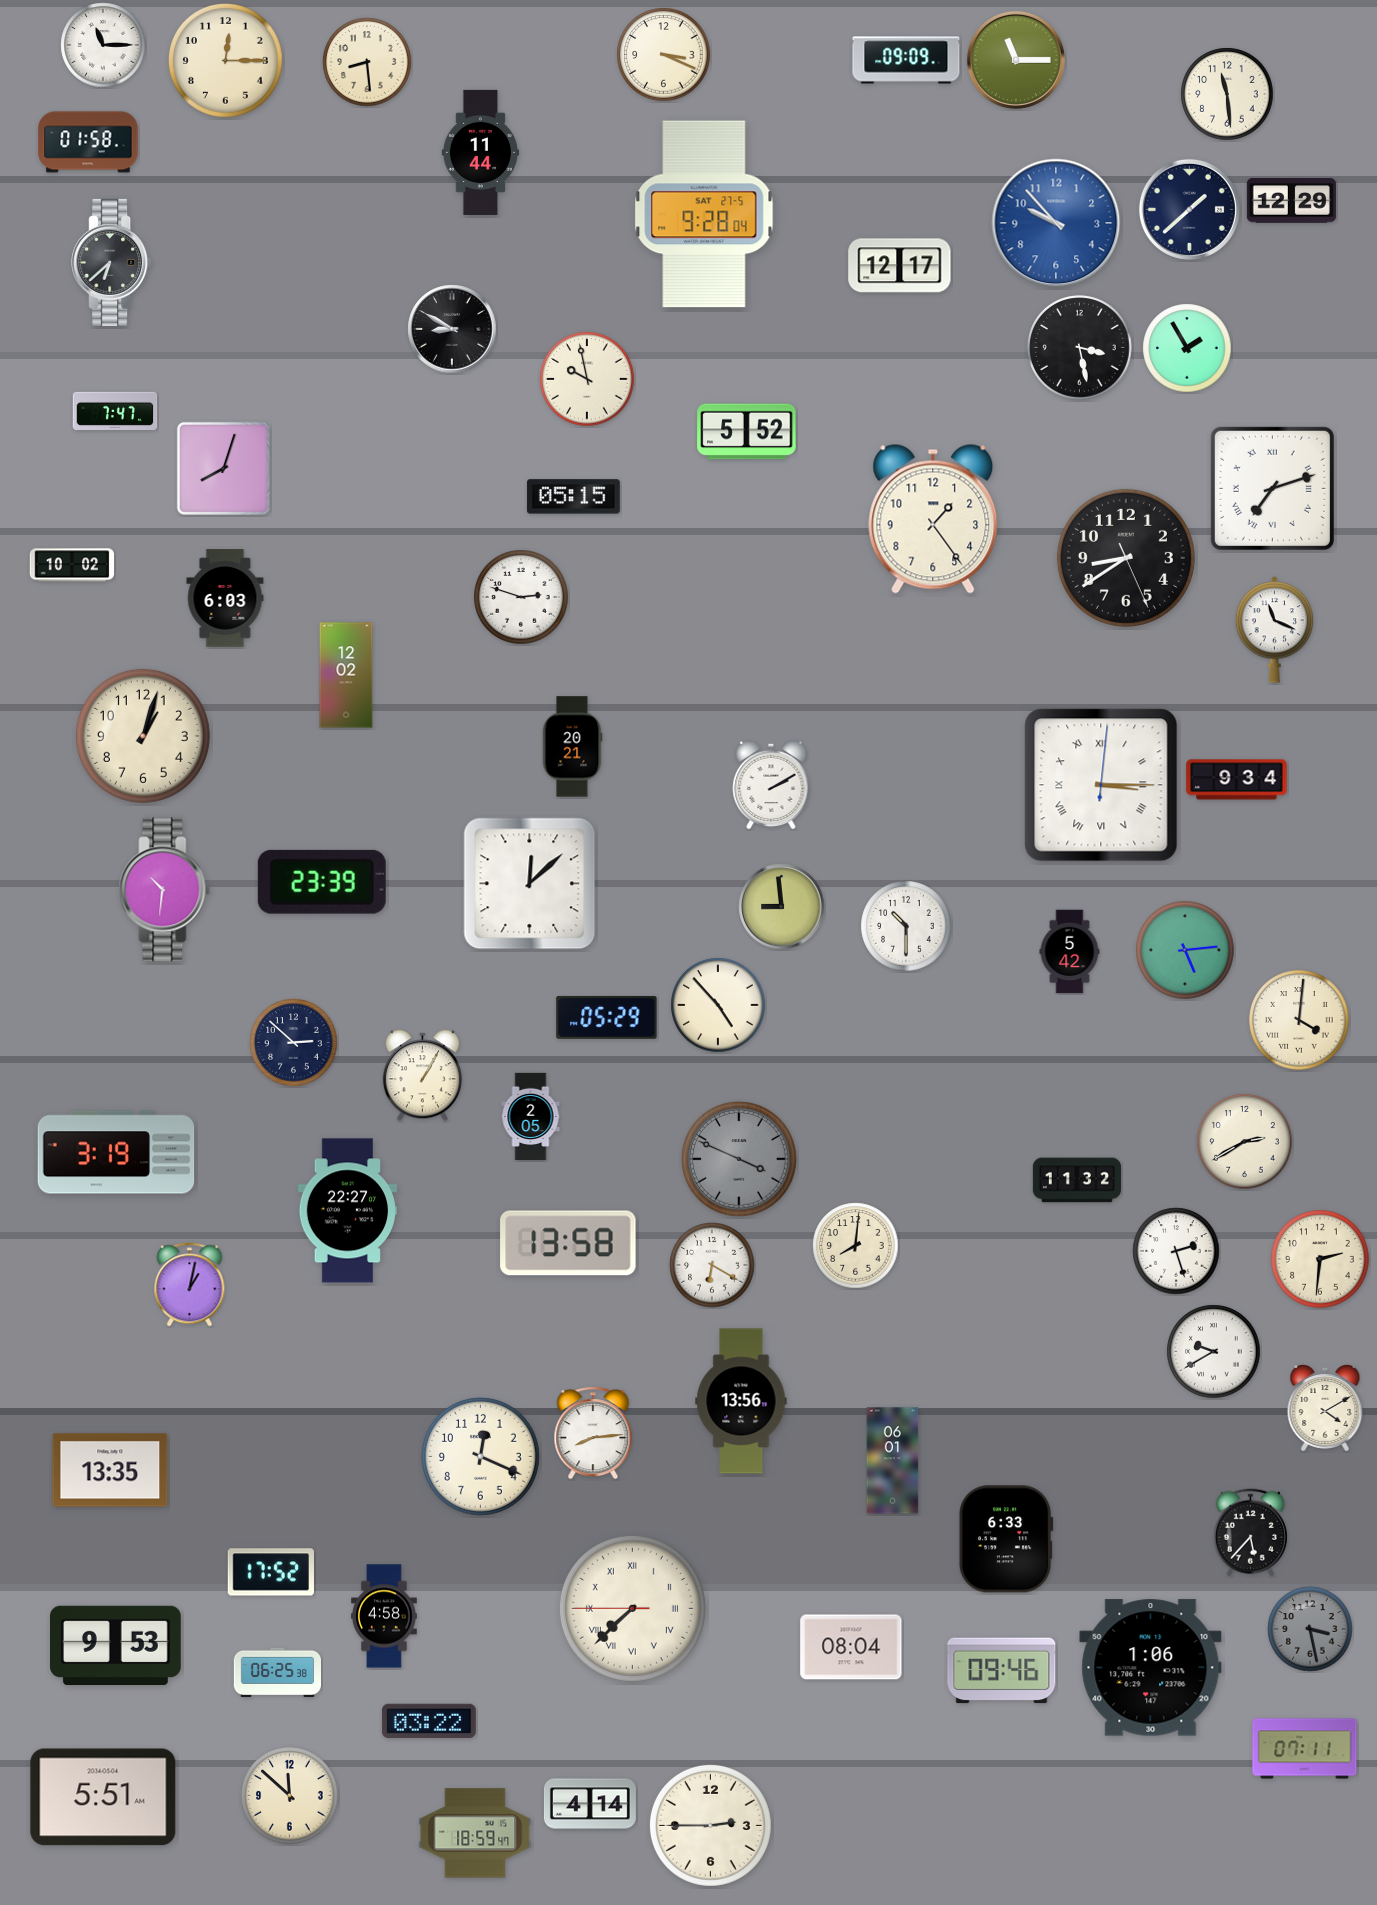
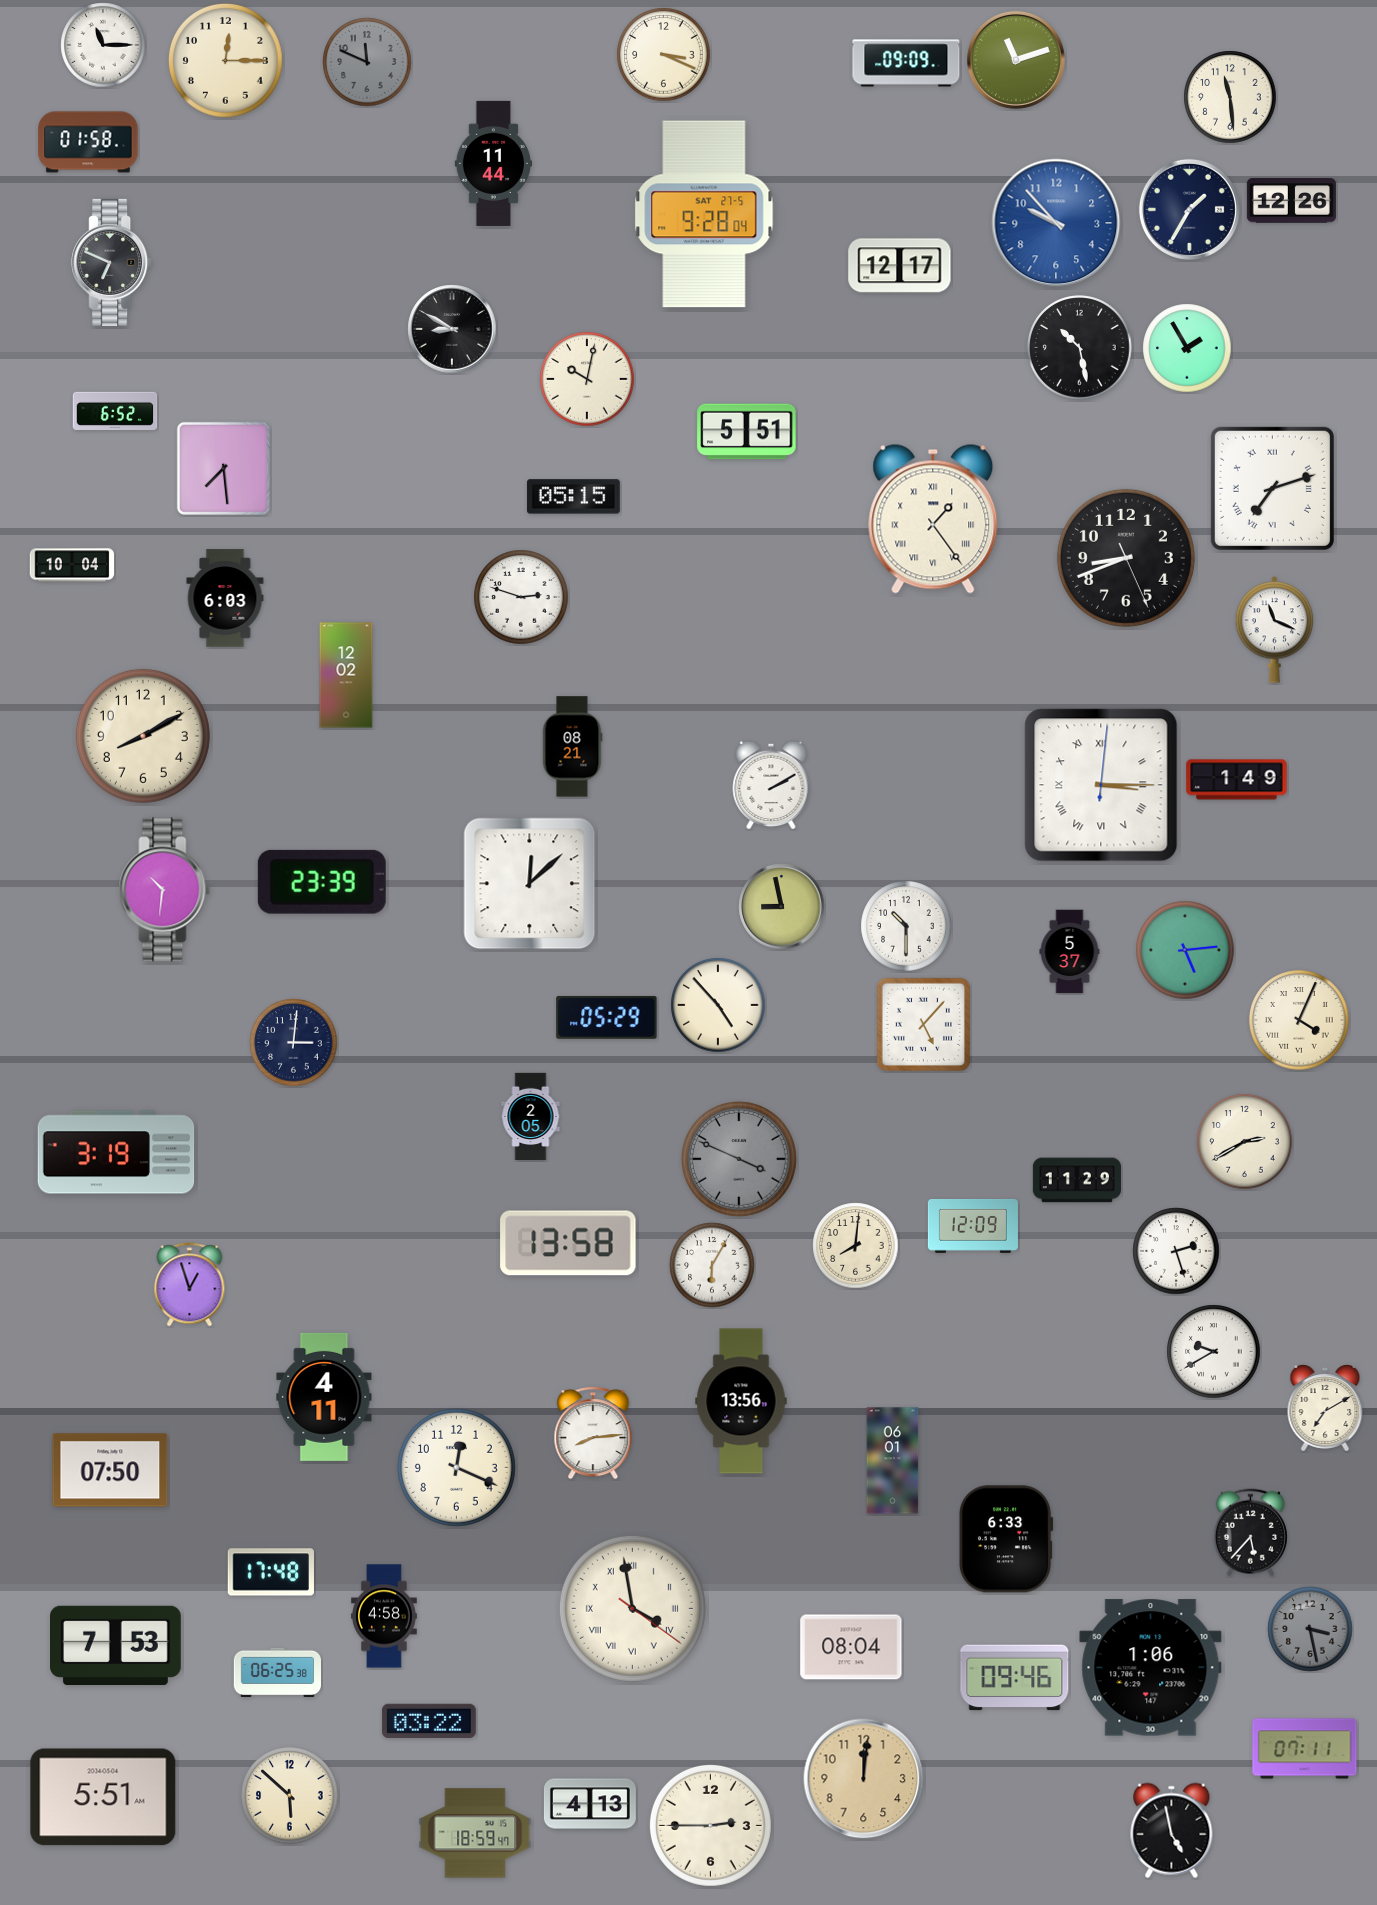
clock at (906, 60) position: (906, 60) -> (906, 63)
clock at (1016, 60): 11:15 -> 11:12
clock at (367, 62): 8:29 -> 11:49
clock at (367, 62) dial: cream -> grey
clock at (1227, 94) position: (1227, 94) -> (1230, 97)
clock at (480, 152) position: (480, 152) -> (493, 163)
clock at (1291, 201): 12:29 -> 12:26
clock at (1189, 209): 1:38 -> 1:35
clock at (112, 262): 6:38 -> 6:49
clock at (1080, 348): 3:28 -> 10:28
clock at (587, 379): 9:58 -> 10:02
clock at (115, 411): 7:47 -> 6:52
clock at (747, 432): 5:52 -> 5:51
clock at (223, 468): 8:03 -> 7:29
clock at (933, 519) numerals: Arabic -> Roman
clock at (1126, 558): 8:39 -> 8:41
clock at (72, 565): 10:02 -> 10:04
clock at (143, 736): 1:03 -> 8:10
clock at (572, 747): 20:21 -> 08:21
clock at (1237, 780): 9:34 -> 1:49
clock at (782, 907): 8:59 -> 8:58
clock at (1070, 952): 5:42 -> 5:37
clock at (1299, 1020): 4:01 -> 4:04
clock at (923, 1024): none -> 5:07
clock at (294, 1043): 2:52 -> 3:01
clock at (422, 1076): 1:05 -> none
clock at (1077, 1180): 11:32 -> 11:29
clock at (348, 1211): 22:27 -> none
clock at (973, 1226): none -> 12:09
clock at (1320, 1259): 2:31 -> none
clock at (712, 1265): 6:20 -> 6:05
clock at (190, 1285): 1:02 -> 12:57
clock at (324, 1397): none -> 4:11
clock at (1325, 1409): 4:10 -> 7:10
clock at (480, 1456) position: (480, 1456) -> (456, 1467)
clock at (110, 1470): 13:35 -> 07:50
clock at (271, 1572): 17:52 -> 17:48
clock at (632, 1608): 7:37 -> 3:58
clock at (116, 1645): 9:53 -> 7:53
clock at (1002, 1671) position: (1002, 1671) -> (1015, 1678)
clock at (864, 1779): none -> 12:01
clock at (290, 1796): 11:52 -> 5:52
clock at (590, 1804): 4:14 -> 4:13
clock at (1172, 1831): none -> 4:58
